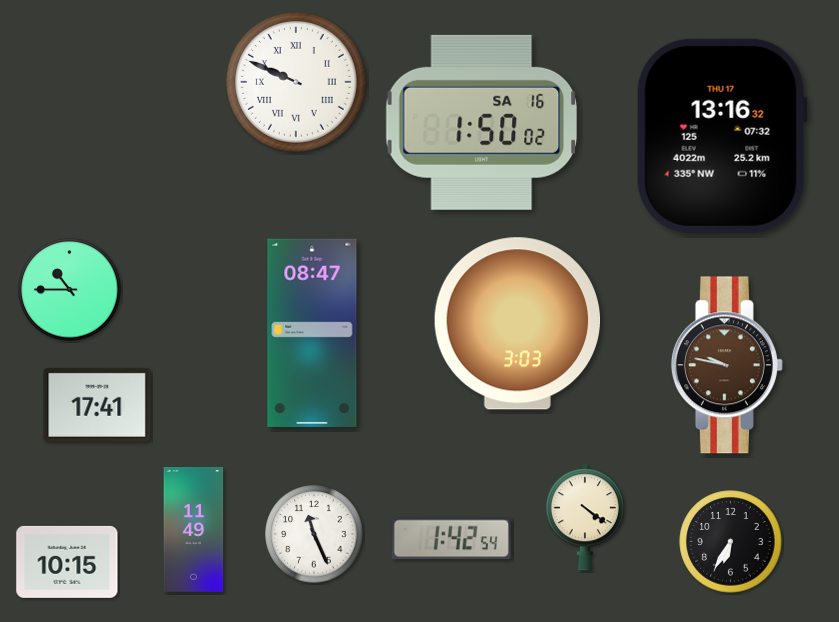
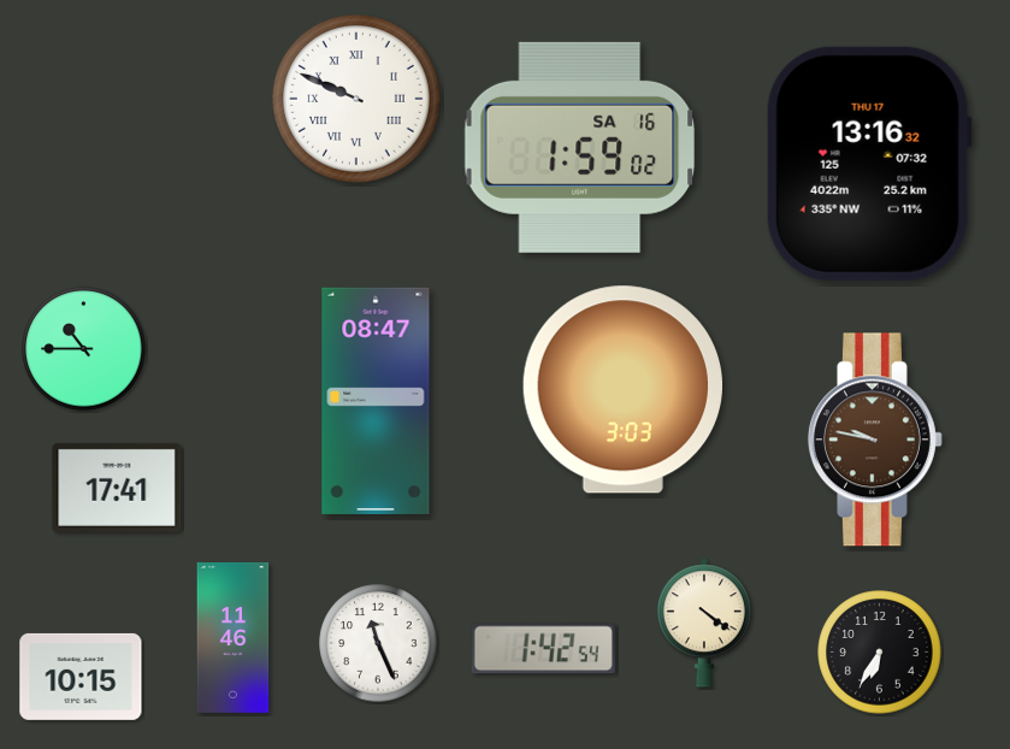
clock at (482, 122): 1:50 -> 1:59
clock at (194, 529): 11:49 -> 11:46
